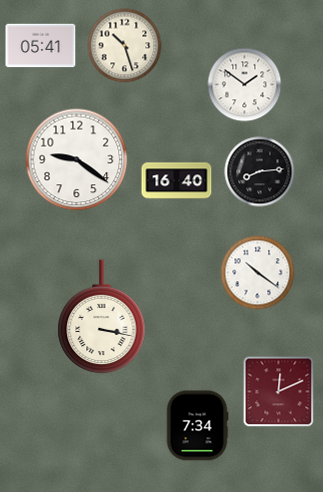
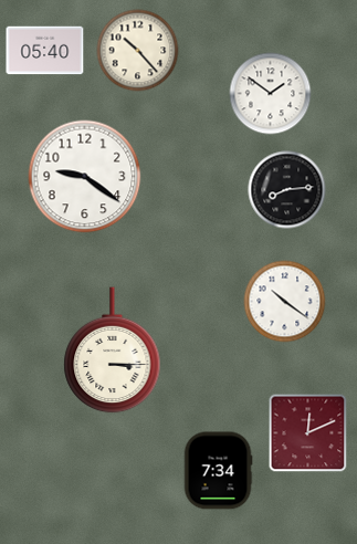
clock at (41, 46): 05:41 -> 05:40
clock at (125, 46): 10:27 -> 10:23
clock at (177, 181): 16:40 -> none
clock at (102, 317): 3:17 -> 3:15
